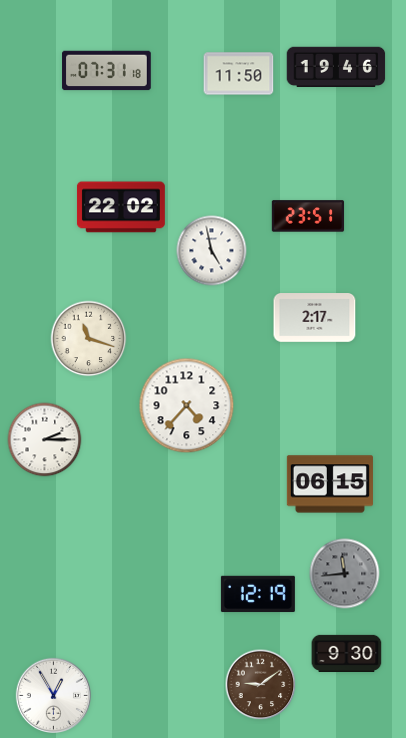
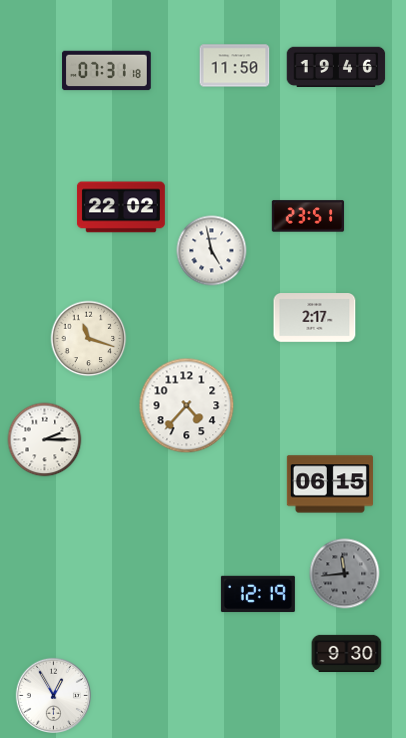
clock at (239, 74) position: (239, 74) -> (235, 66)
clock at (261, 685): 9:09 -> none
